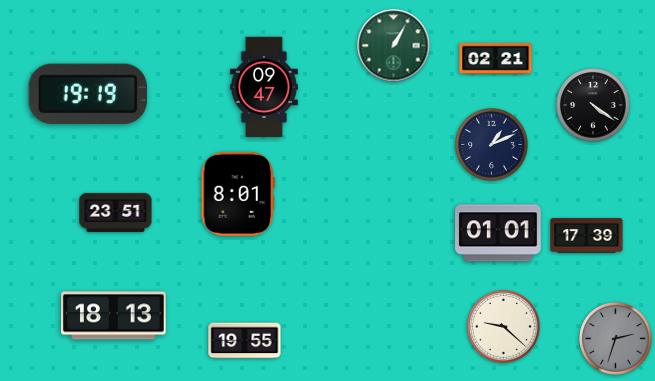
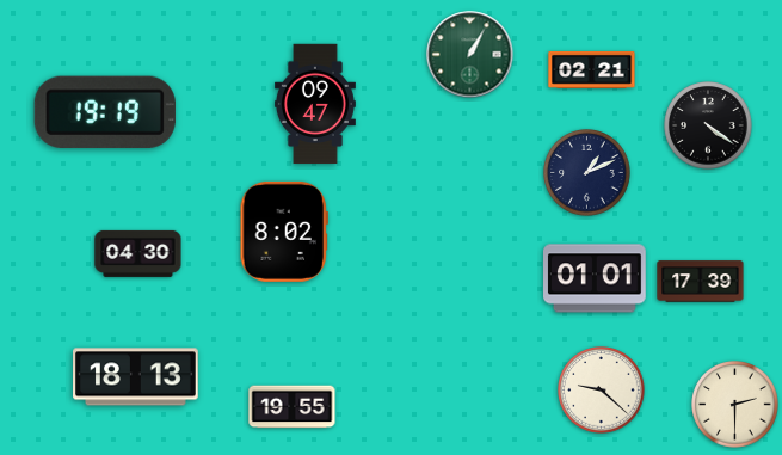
clock at (238, 194): 8:01 -> 8:02
clock at (116, 212): 23:51 -> 04:30
clock at (616, 339): 2:33 -> 2:30
clock at (616, 339) dial: grey -> cream
